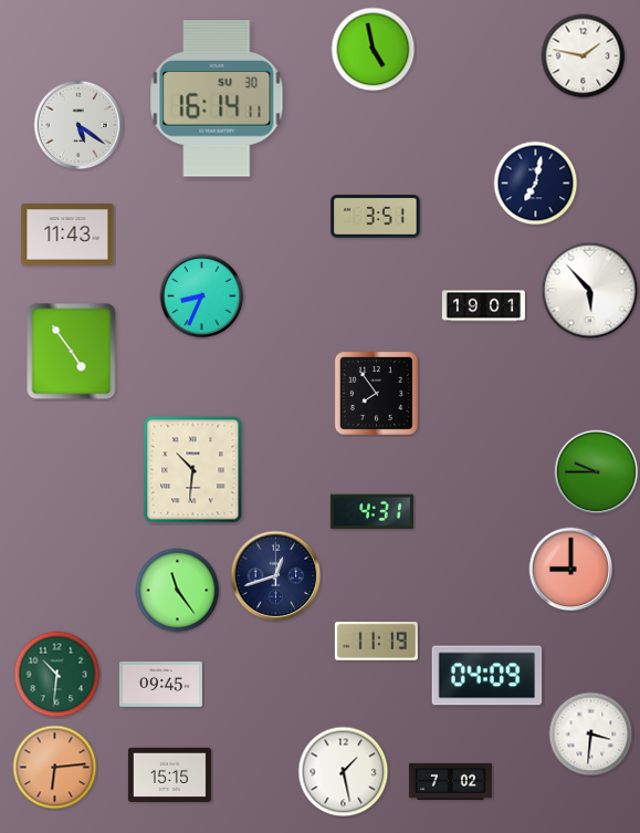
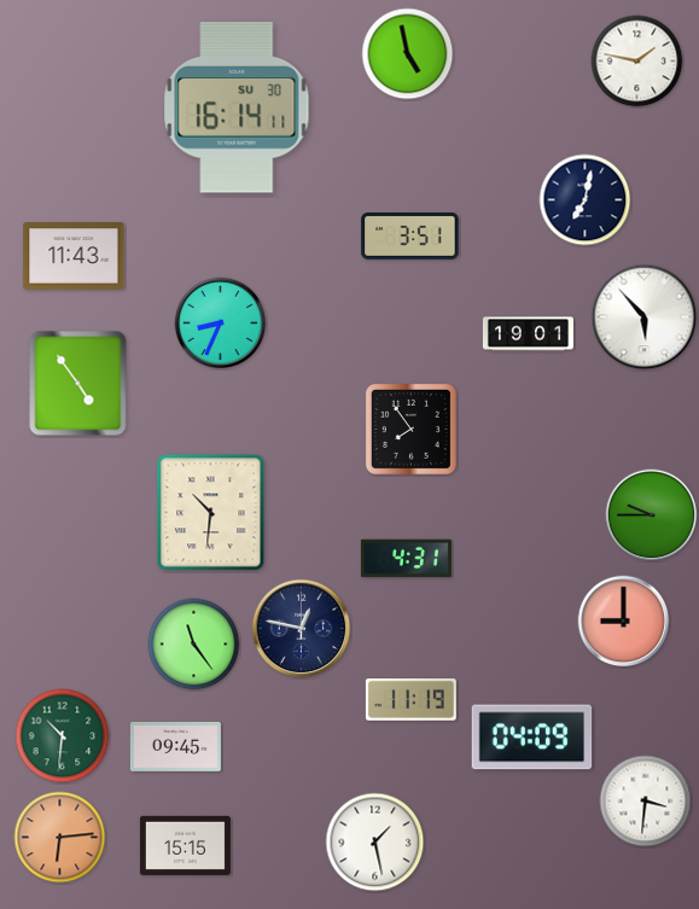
clock at (78, 125): 5:21 -> none
clock at (276, 576): 12:42 -> 12:47
clock at (450, 781): 7:02 -> none
